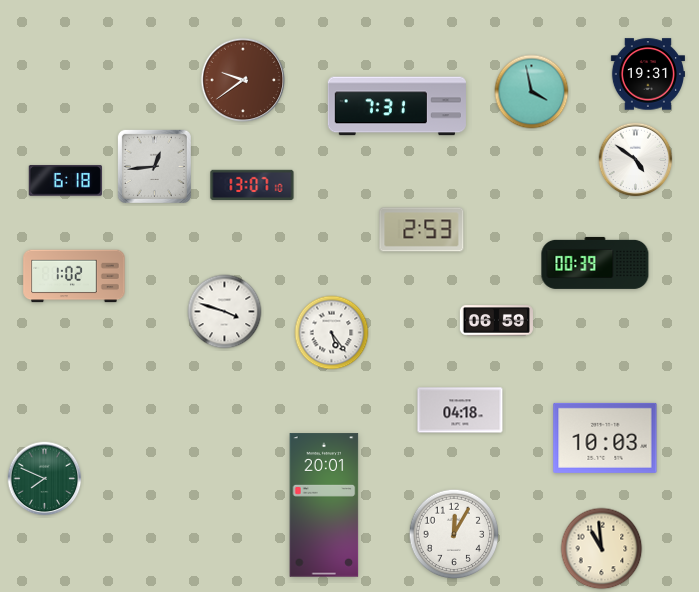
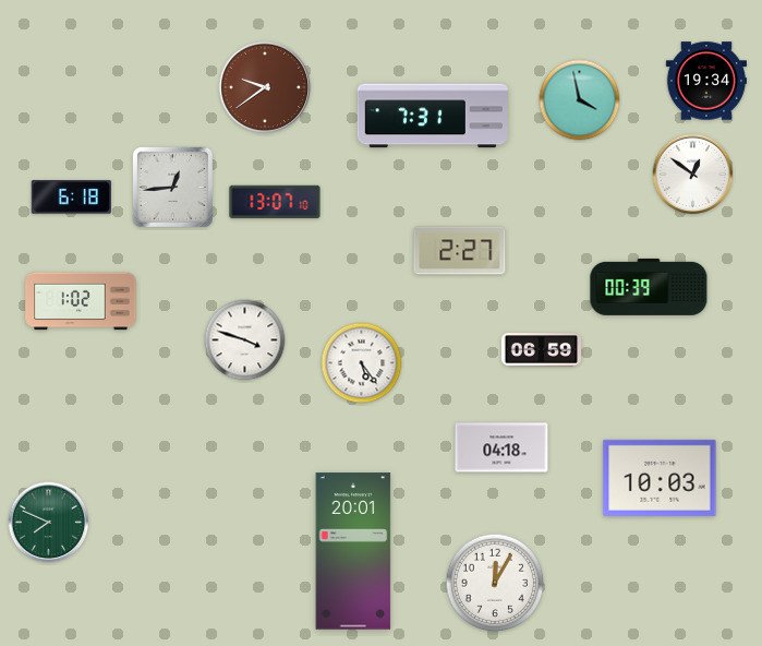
clock at (648, 74): 19:31 -> 19:34
clock at (636, 160): 4:51 -> 12:51
clock at (154, 166) position: (154, 166) -> (172, 187)
clock at (422, 230): 2:53 -> 2:27
clock at (602, 549): 10:59 -> none
